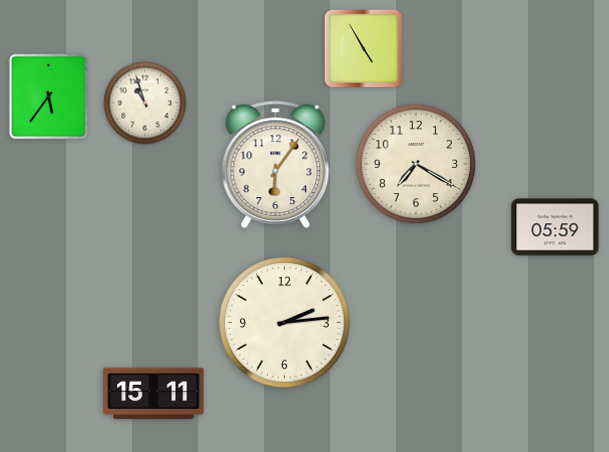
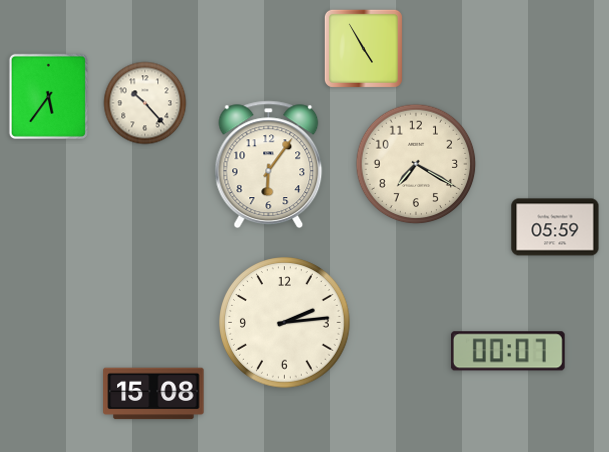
clock at (145, 103): 10:57 -> 10:23
clock at (276, 165) position: (276, 165) -> (269, 165)
clock at (508, 351): none -> 00:07
clock at (154, 394): 15:11 -> 15:08
